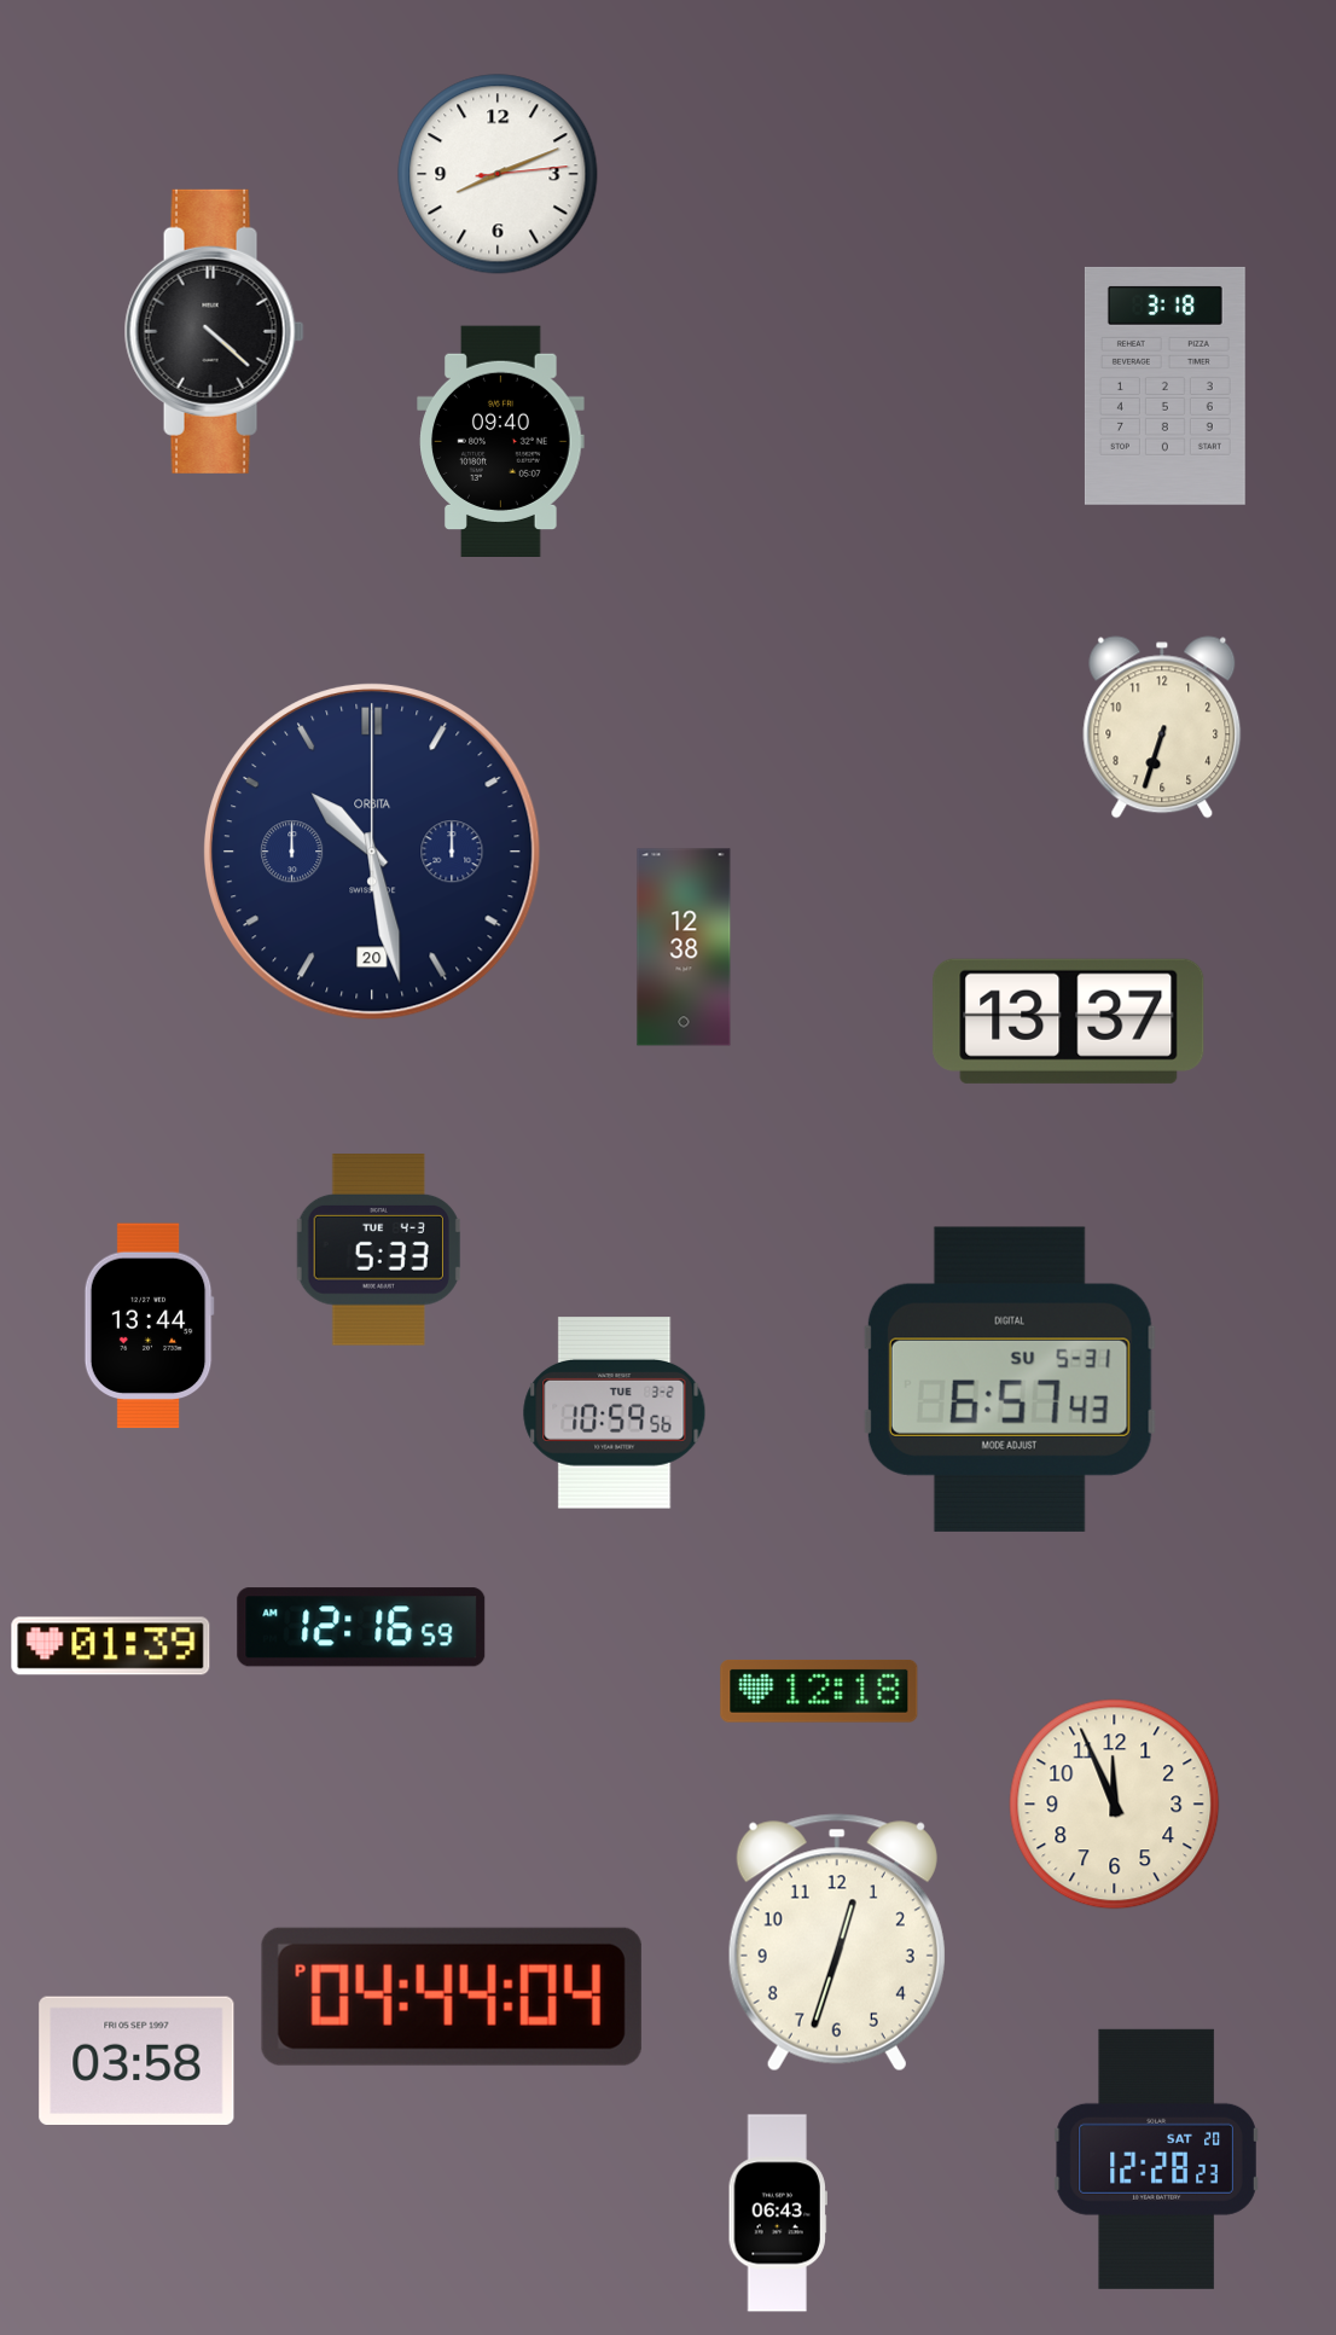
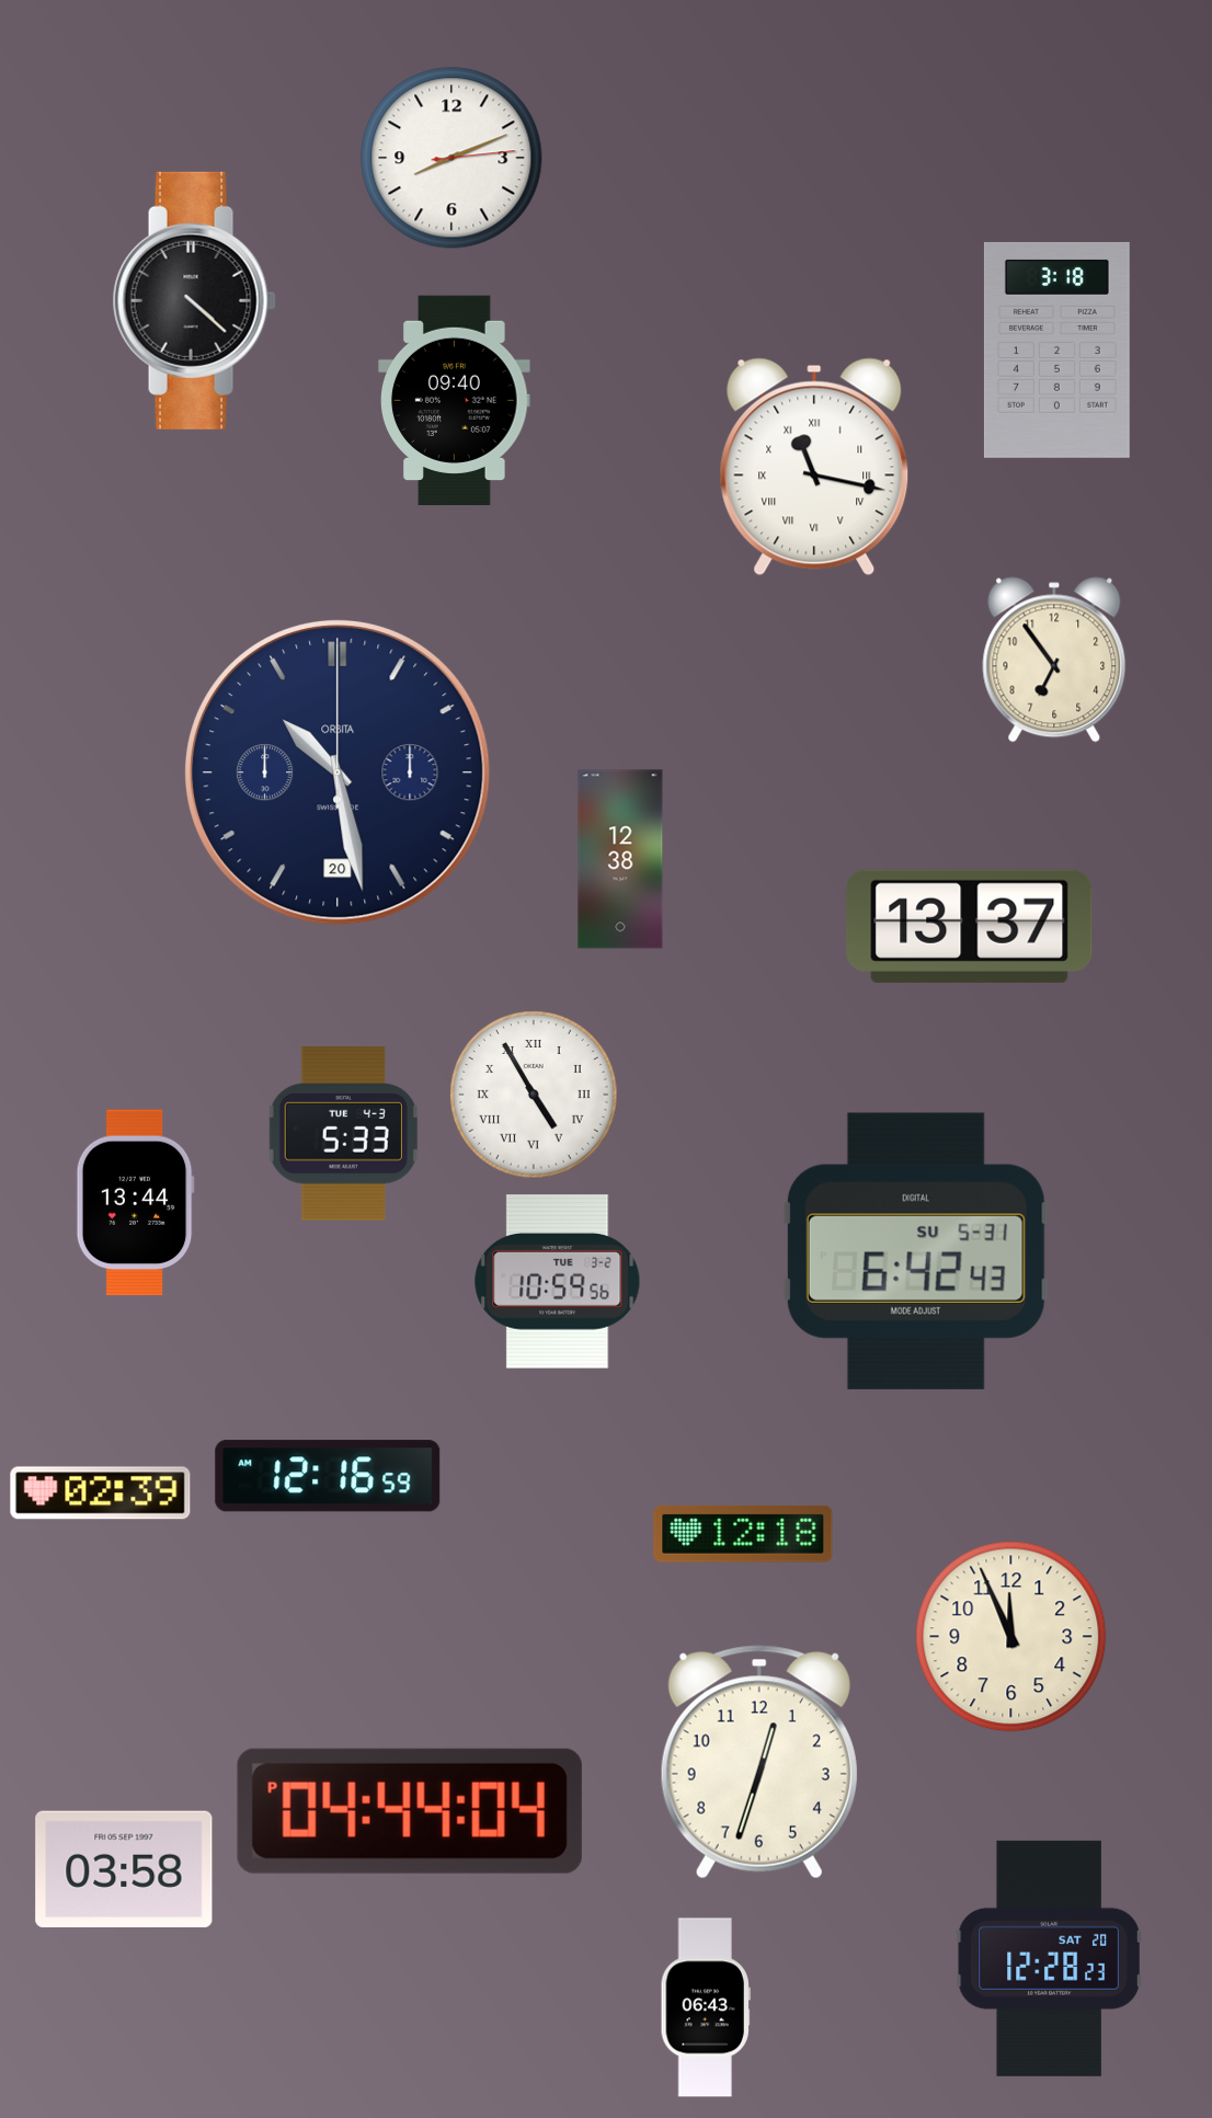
clock at (814, 467): none -> 11:17
clock at (1162, 727): 6:33 -> 6:54
clock at (534, 1095): none -> 4:55
clock at (1010, 1379): 6:57 -> 6:42
clock at (111, 1646): 01:39 -> 02:39
